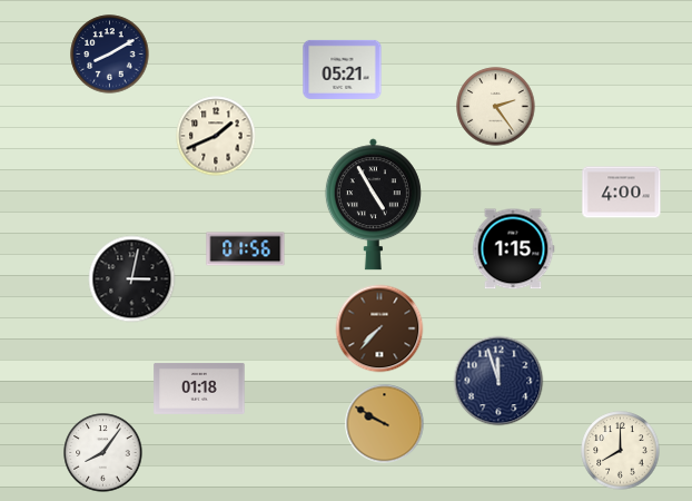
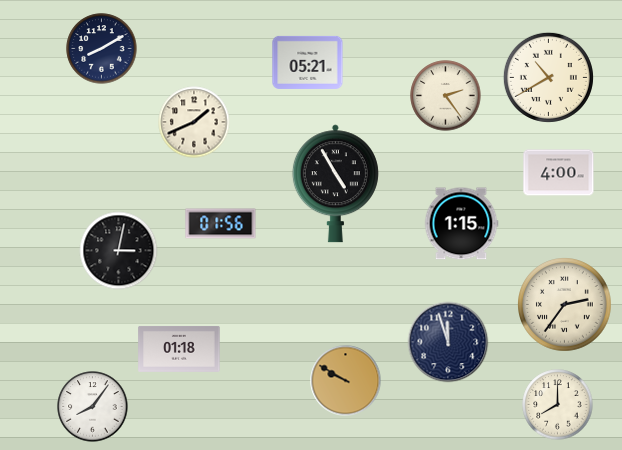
clock at (110, 55) position: (110, 55) -> (102, 49)
clock at (548, 77): none -> 10:40
clock at (379, 328): 7:37 -> none
clock at (565, 305): none -> 2:36
